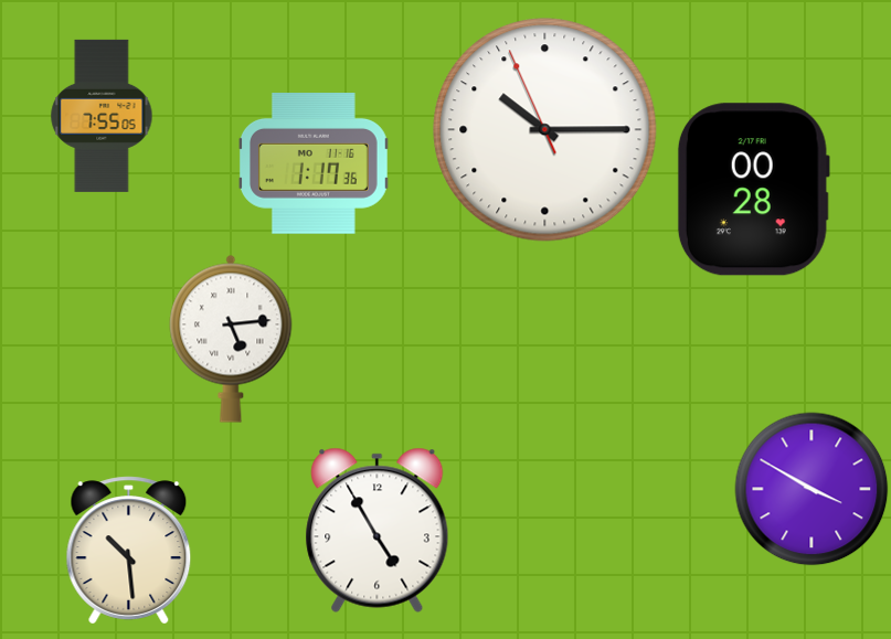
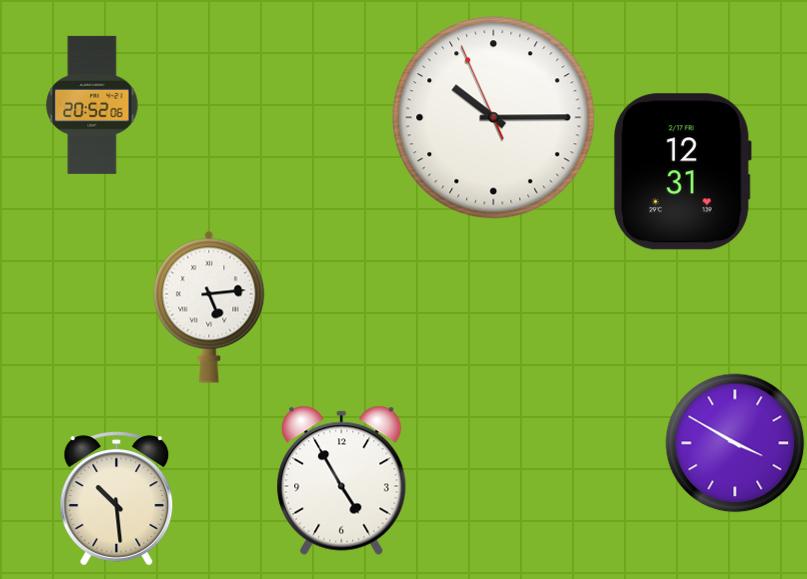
clock at (102, 116): 7:55 -> 20:52
clock at (314, 164): 1:17 -> none
clock at (753, 190): 00:28 -> 12:31
